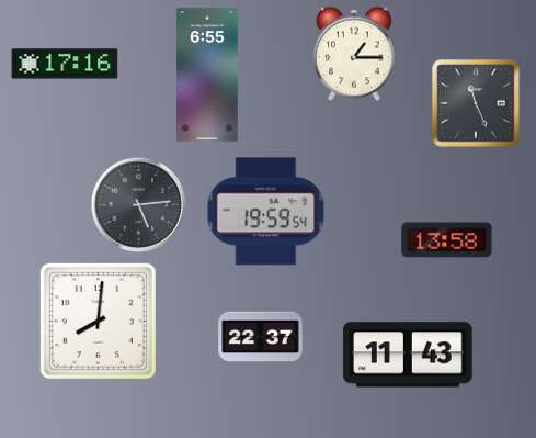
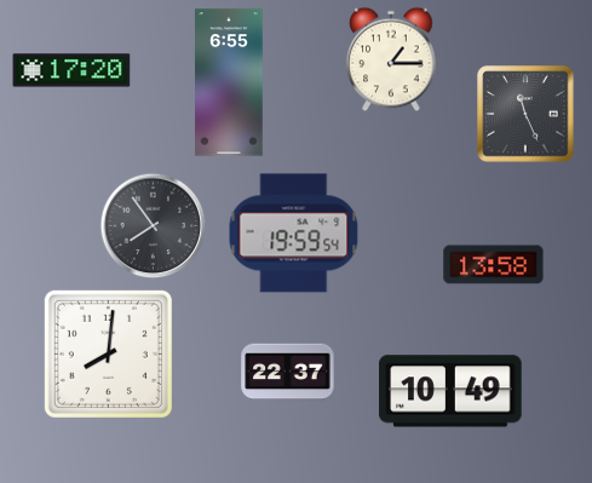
clock at (65, 64): 17:16 -> 17:20
clock at (138, 204): 5:14 -> 7:54
clock at (408, 355): 11:43 -> 10:49
